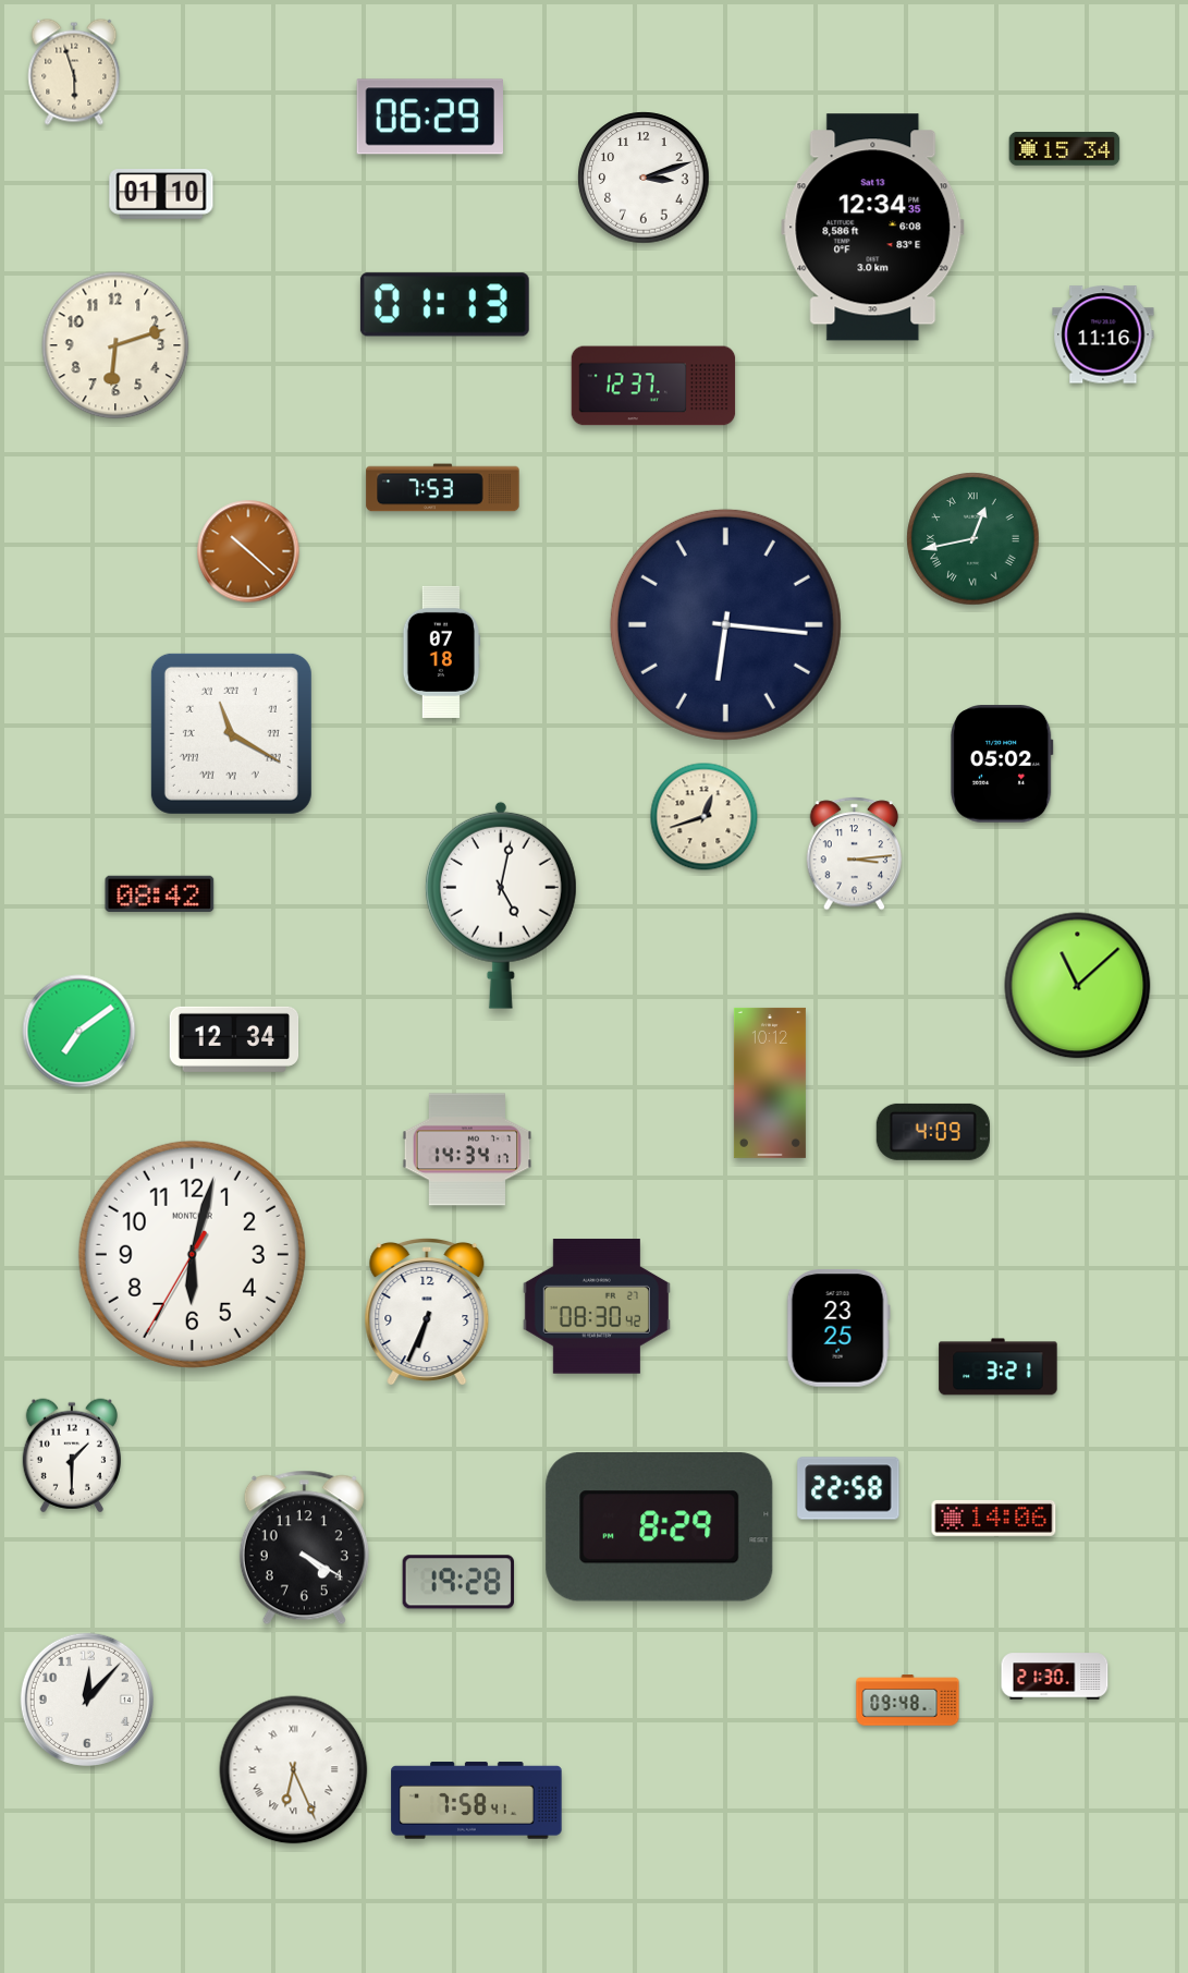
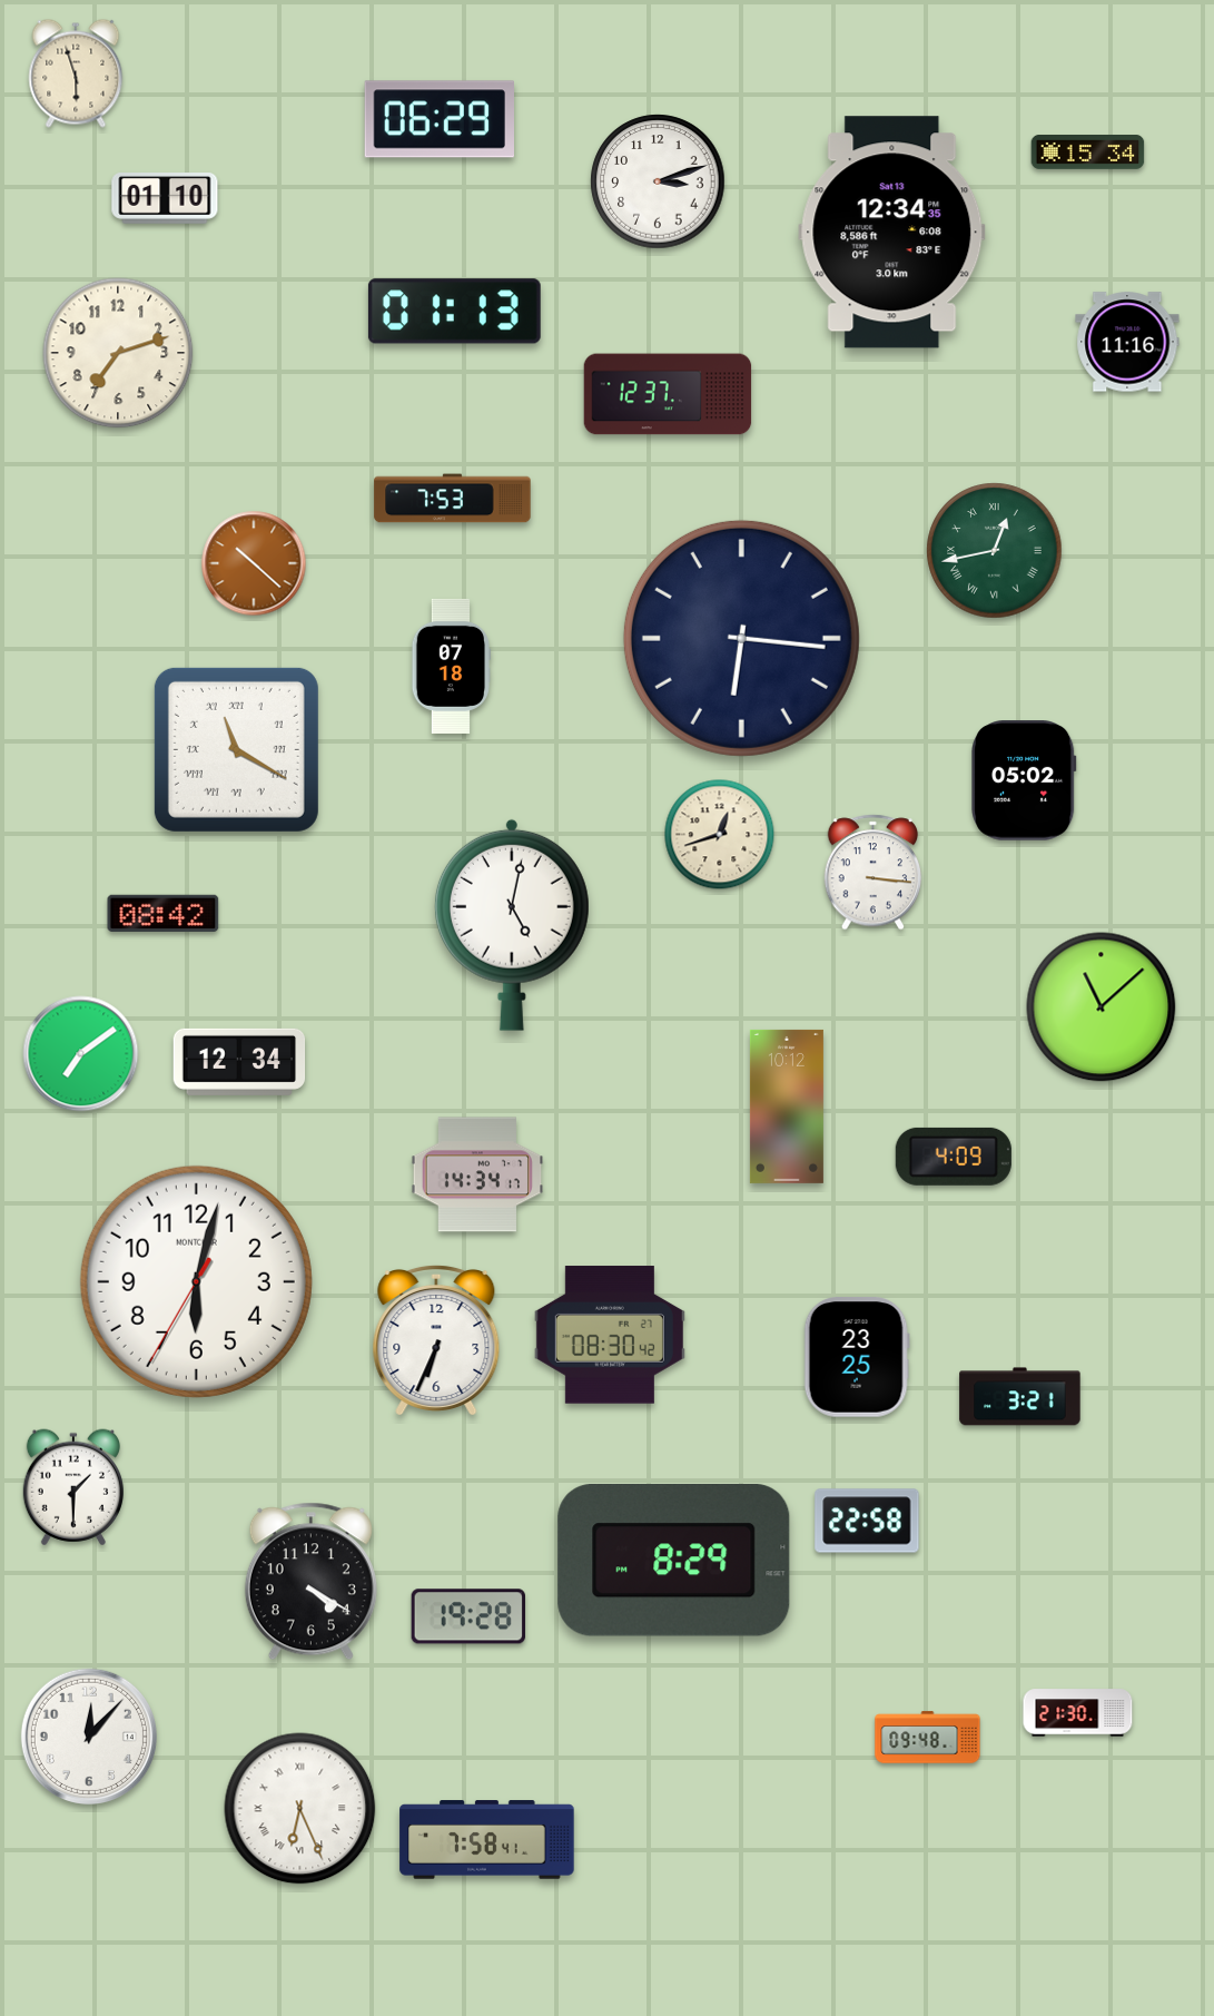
clock at (115, 345): 6:12 -> 7:12
clock at (855, 854): 3:14 -> 3:16
clock at (994, 1518): 14:06 -> none
